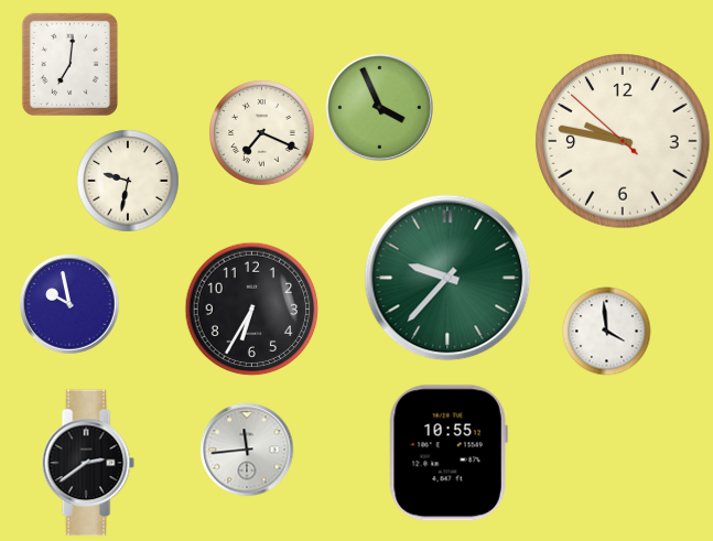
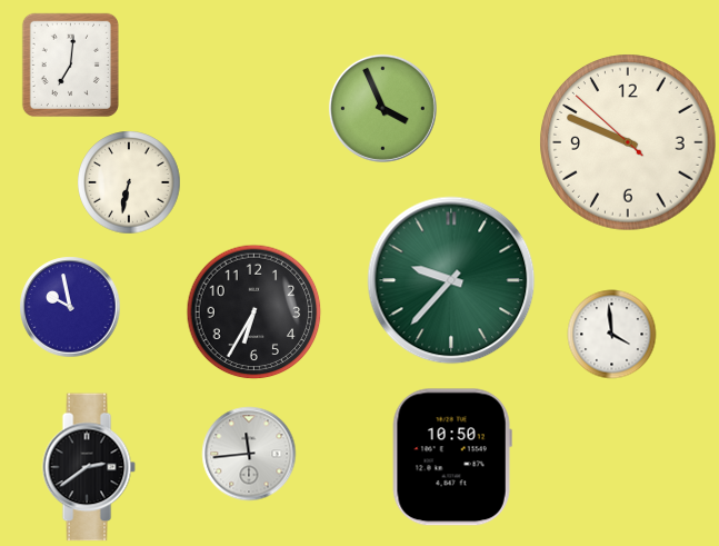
clock at (261, 132): 7:19 -> none
clock at (623, 141): 9:46 -> 9:48
clock at (128, 181): 9:32 -> 6:32
clock at (449, 453): 10:55 -> 10:50
